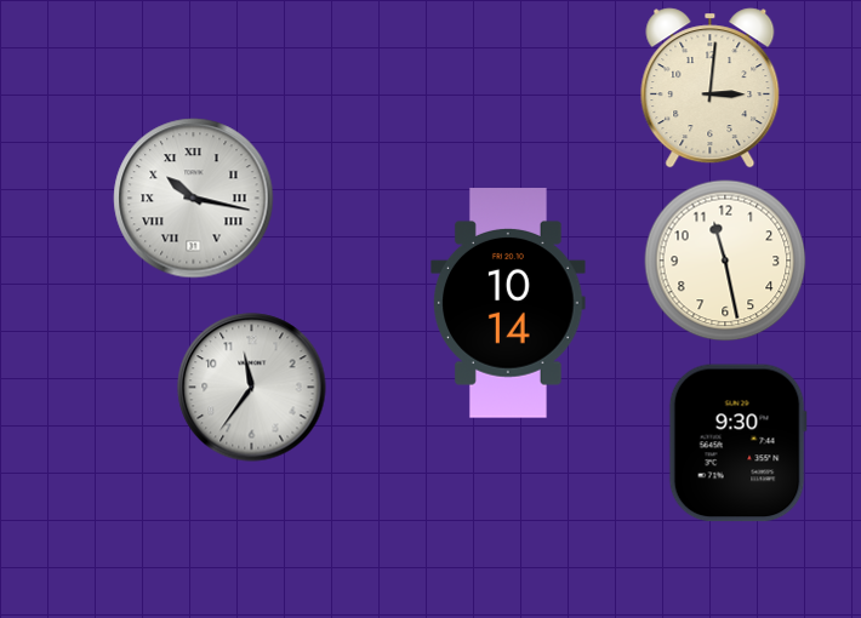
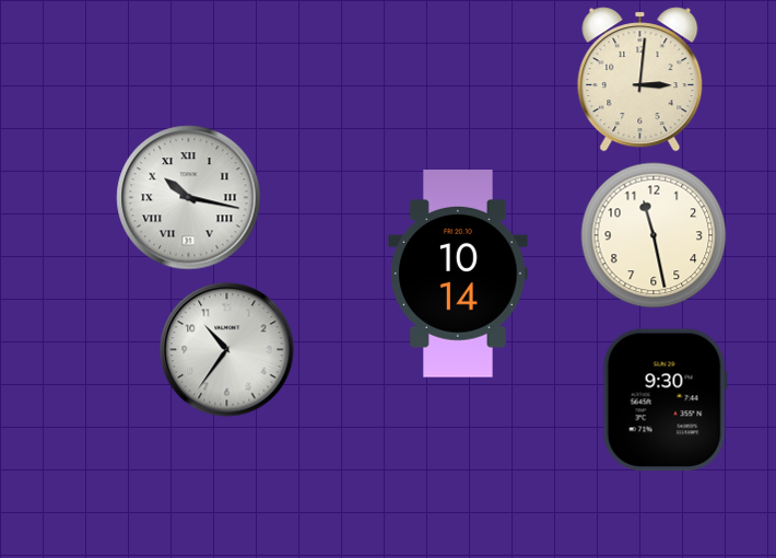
clock at (194, 199) position: (194, 199) -> (189, 198)
clock at (252, 388): 11:36 -> 10:36
